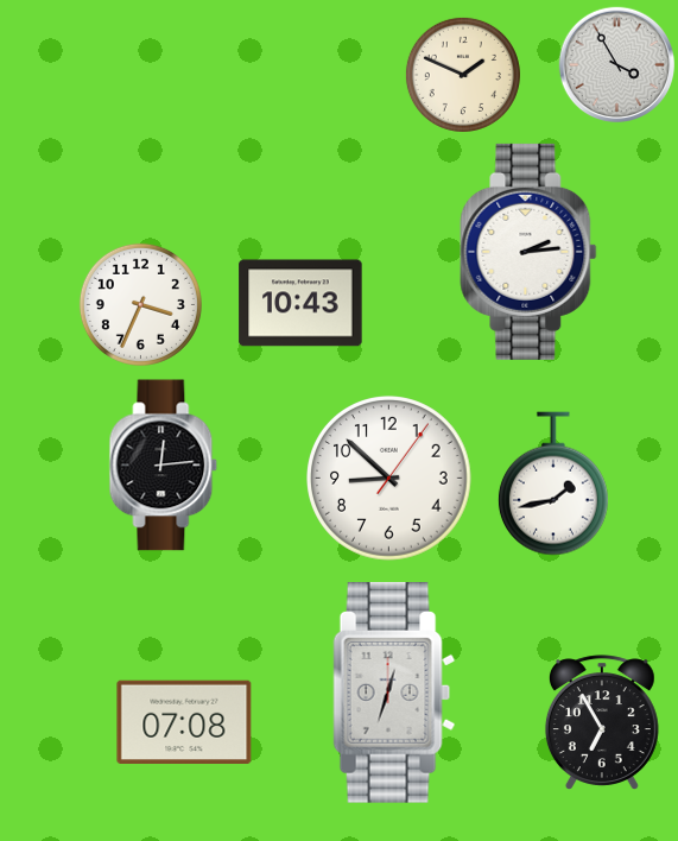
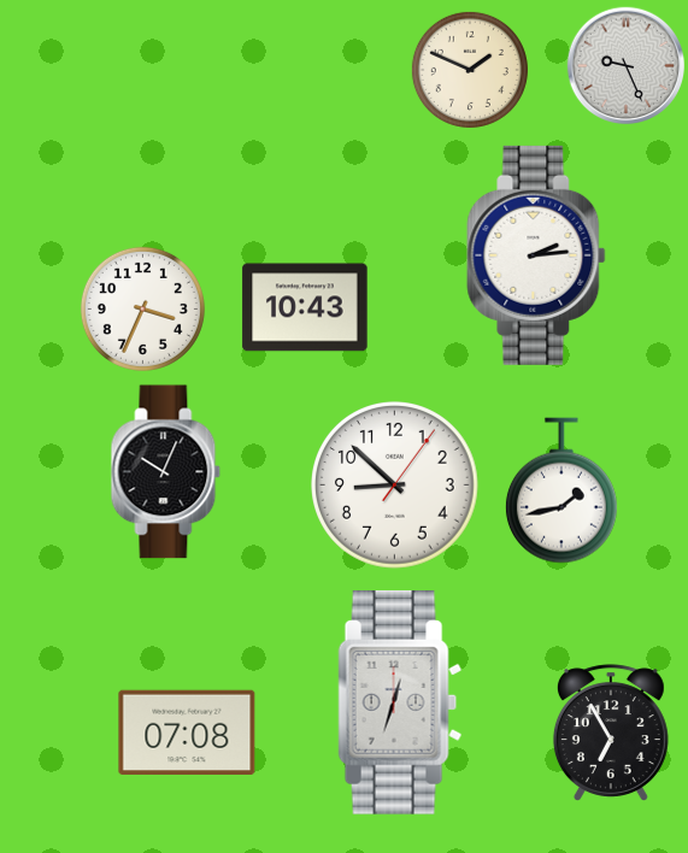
clock at (617, 65): 3:55 -> 9:26
clock at (463, 75) position: (463, 75) -> (470, 70)
clock at (164, 466): 12:14 -> 10:04
